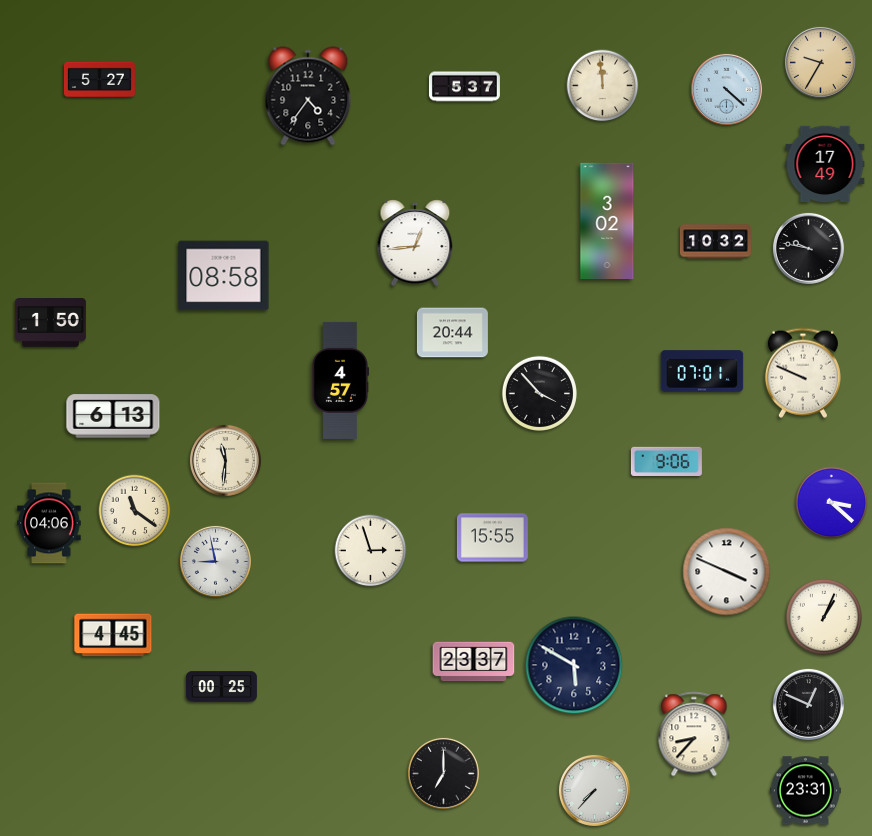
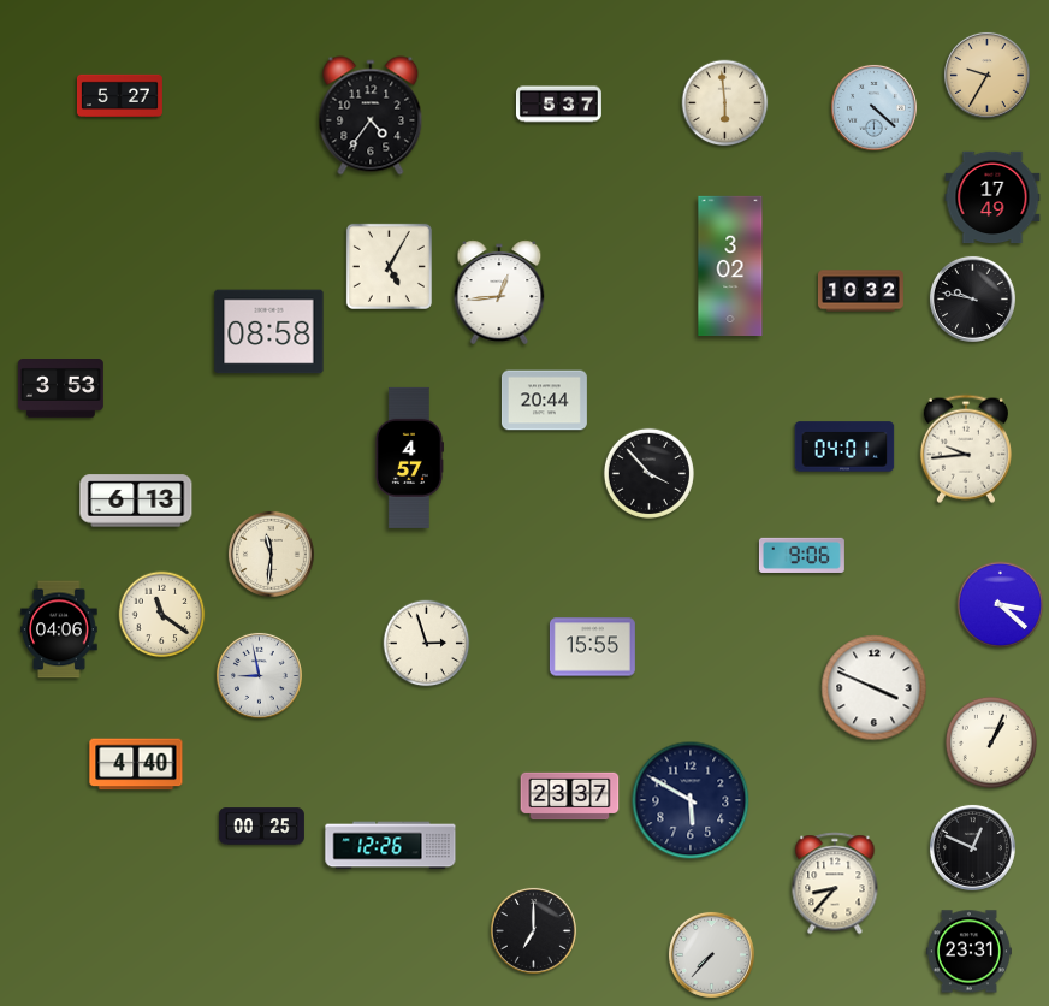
clock at (603, 86): 11:59 -> 5:59
clock at (389, 266): none -> 5:05
clock at (50, 323): 1:50 -> 3:53
clock at (702, 371): 07:01 -> 04:01
clock at (803, 373): 9:49 -> 9:44
clock at (371, 551) position: (371, 551) -> (427, 644)
clock at (113, 635): 4:45 -> 4:40
clock at (221, 687) position: (221, 687) -> (261, 827)
clock at (391, 846): none -> 12:26
clock at (594, 790) position: (594, 790) -> (711, 954)
